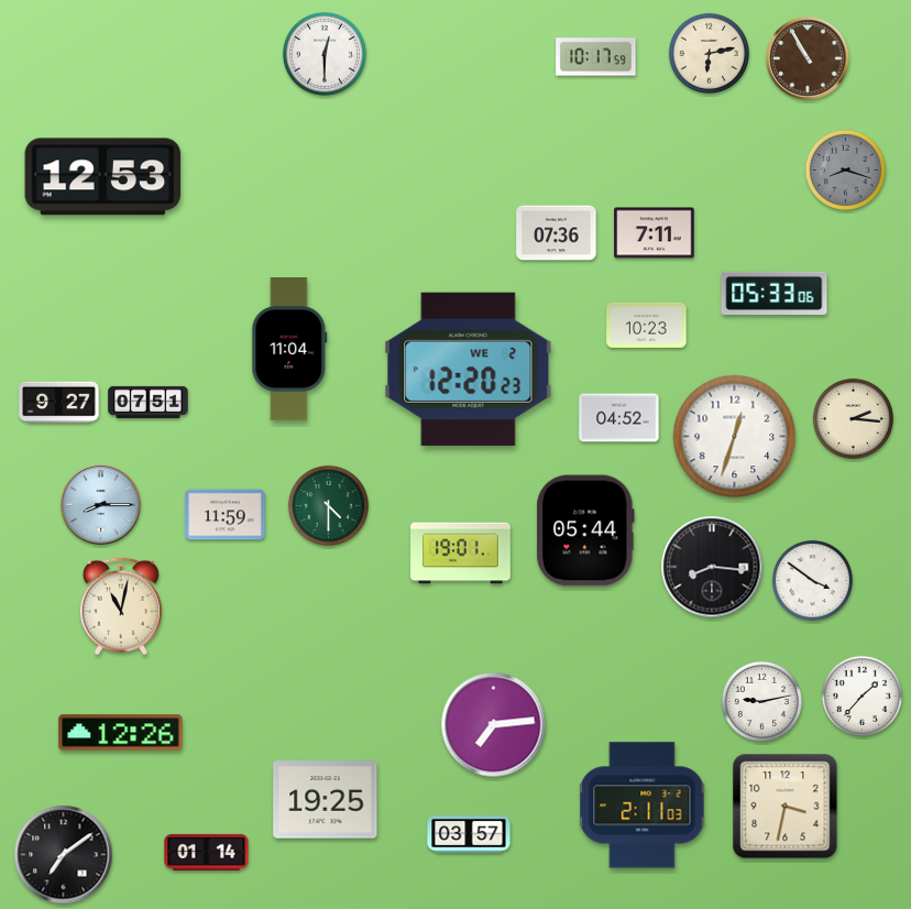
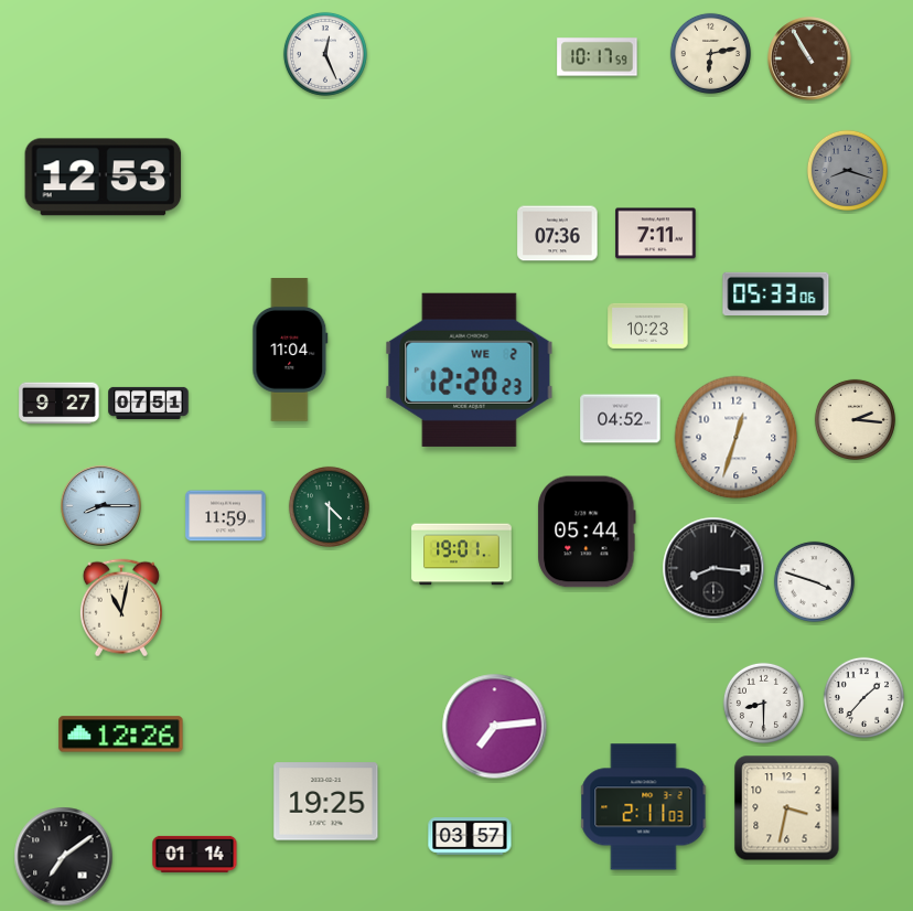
clock at (325, 54): 12:30 -> 12:26
clock at (812, 580): 3:51 -> 3:48
clock at (761, 701): 9:13 -> 8:30
clock at (207, 852) position: (207, 852) -> (195, 854)
